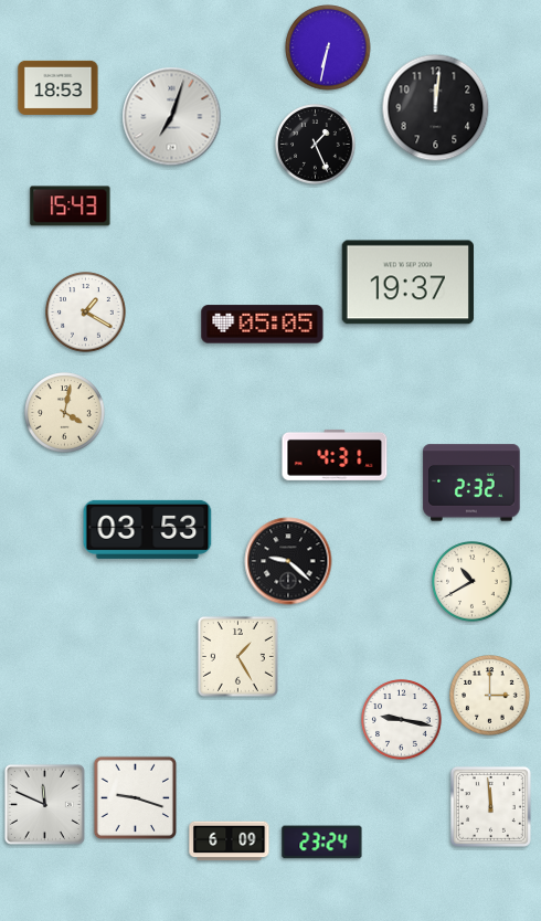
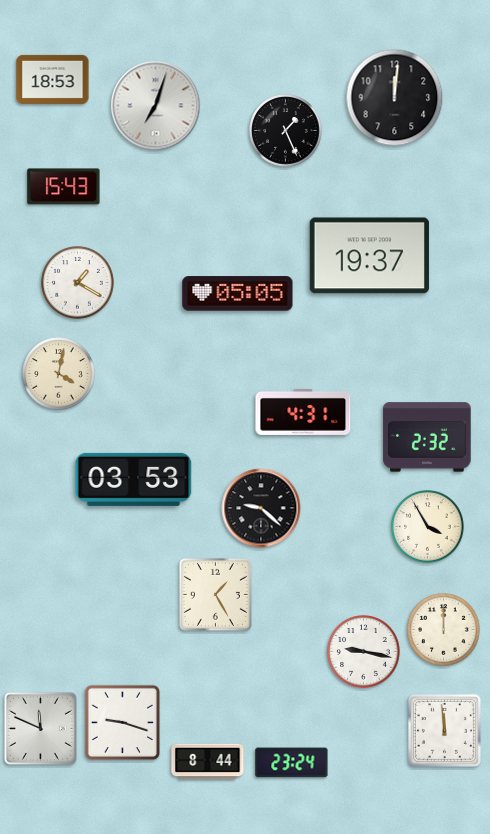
clock at (328, 47): 6:32 -> none
clock at (473, 582): 10:40 -> 3:55
clock at (490, 696): 3:00 -> 12:00
clock at (230, 841): 6:09 -> 8:44
